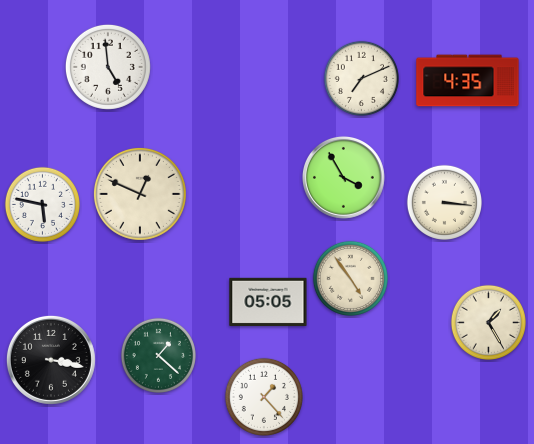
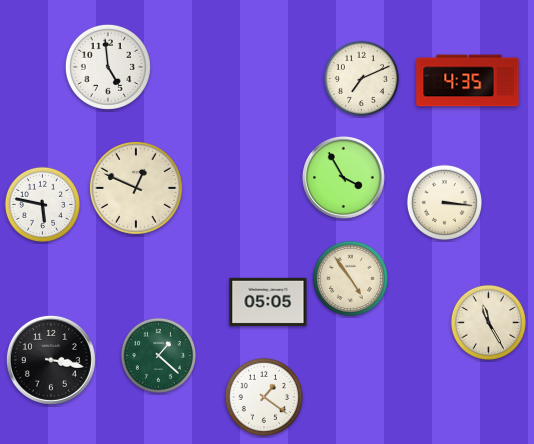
clock at (140, 194) position: (140, 194) -> (136, 188)
clock at (488, 322): 1:25 -> 11:25
clock at (264, 397): 1:23 -> 1:21
